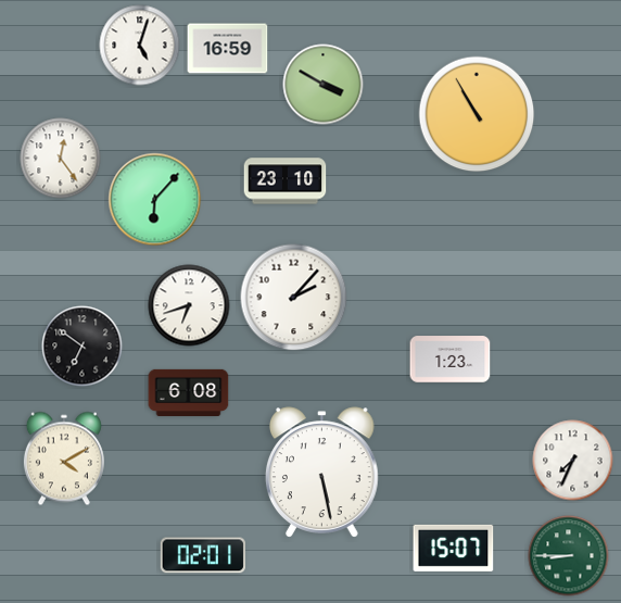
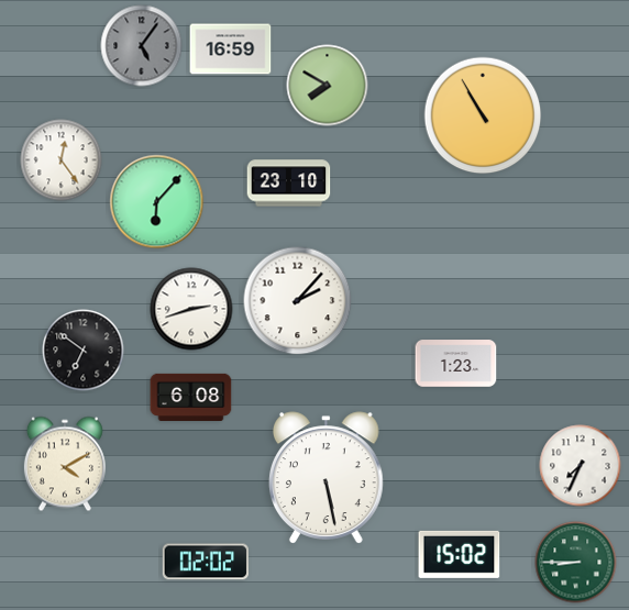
clock at (140, 46): 5:03 -> 5:06
clock at (140, 46) dial: white -> grey
clock at (324, 85): 3:50 -> 7:50
clock at (189, 305): 6:42 -> 2:42
clock at (454, 548): 15:07 -> 15:02
clock at (203, 555): 02:01 -> 02:02
